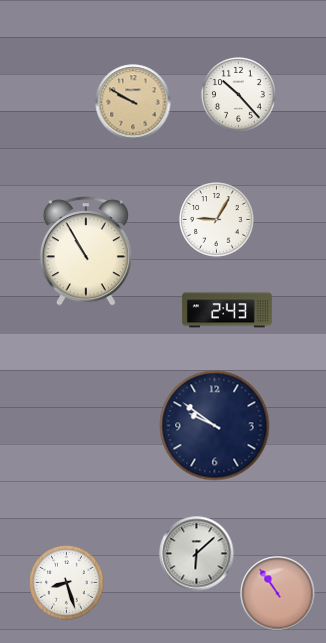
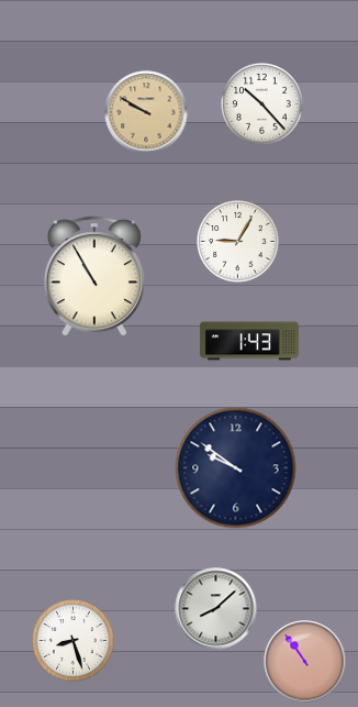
clock at (227, 310): 2:43 -> 1:43
clock at (197, 554): 6:08 -> 8:08
clock at (278, 594) position: (278, 594) -> (305, 662)
